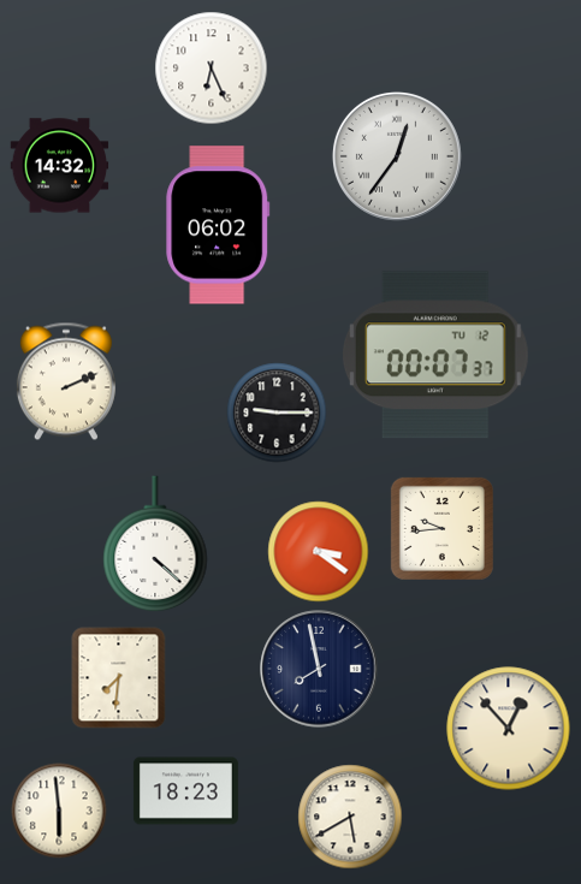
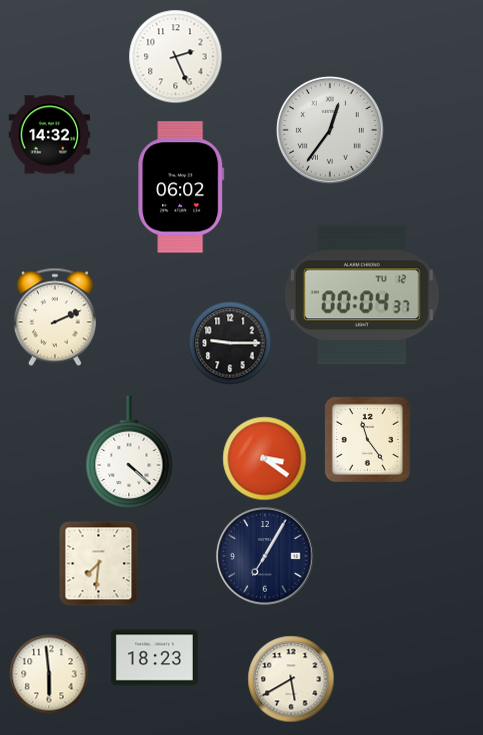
clock at (212, 69): 6:26 -> 2:26
clock at (60, 166) position: (60, 166) -> (50, 135)
clock at (435, 355): 00:07 -> 00:04
clock at (441, 528): 9:44 -> 11:24
clock at (319, 669): 7:58 -> 7:05
clock at (509, 729): 12:53 -> none
